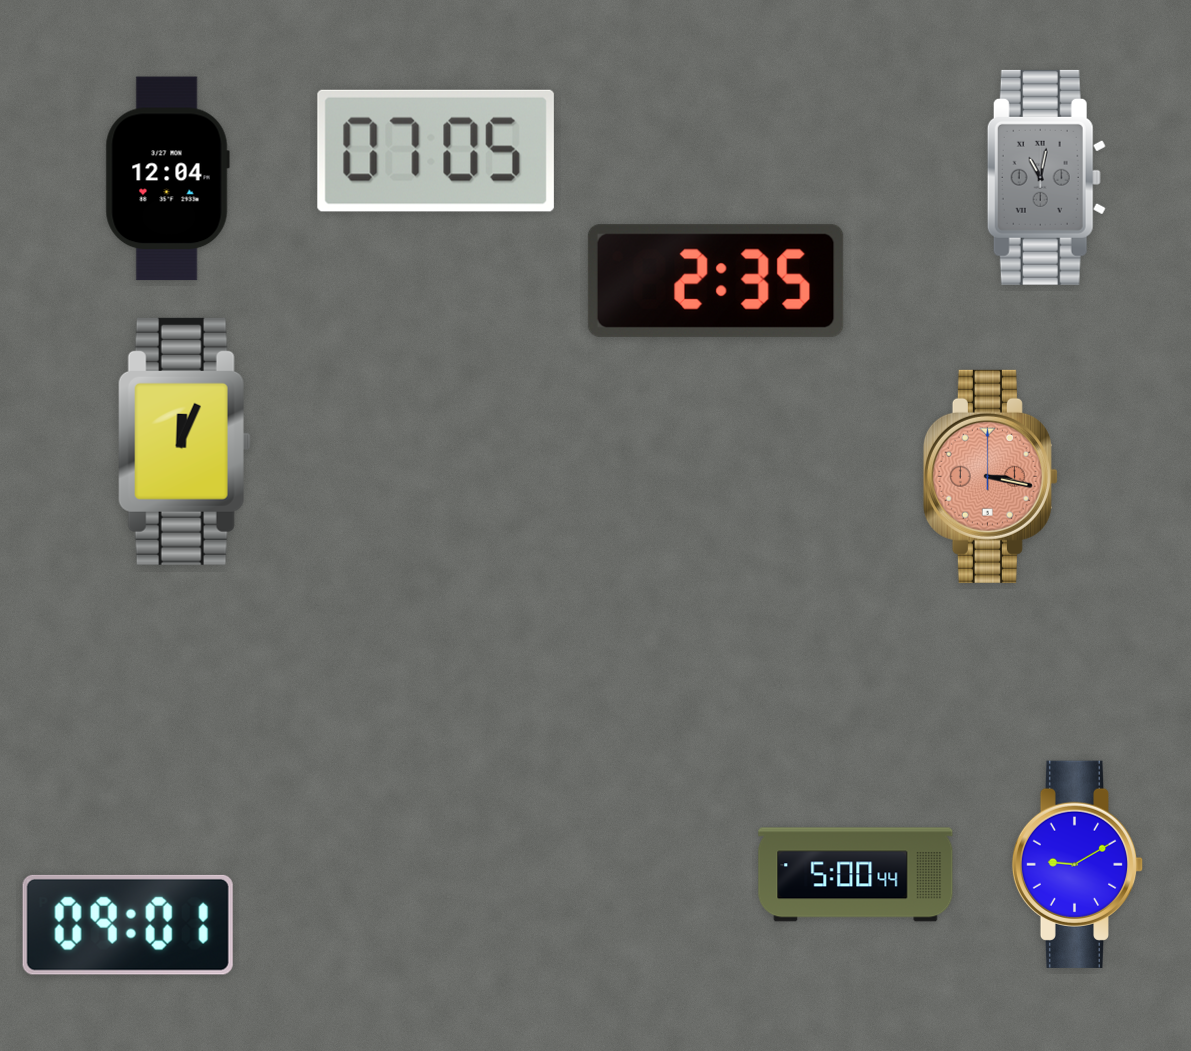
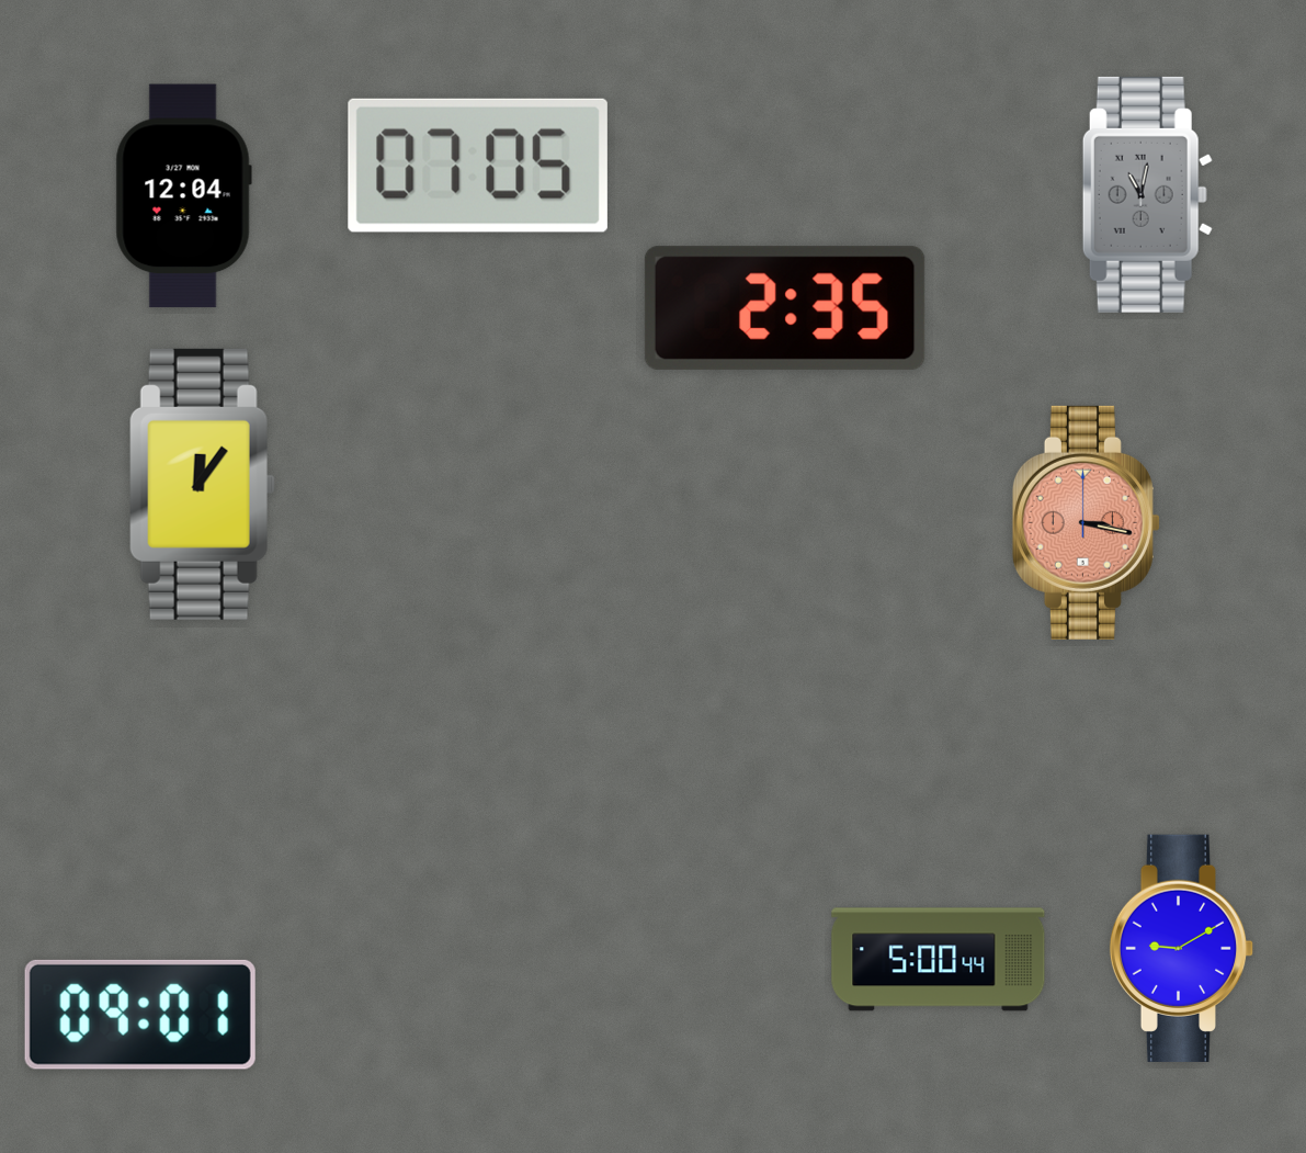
clock at (184, 441): 12:04 -> 12:06
